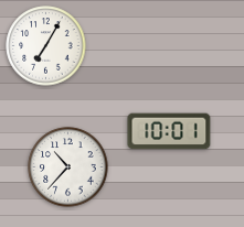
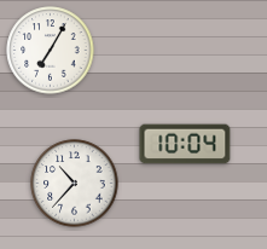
clock at (169, 131): 10:01 -> 10:04
